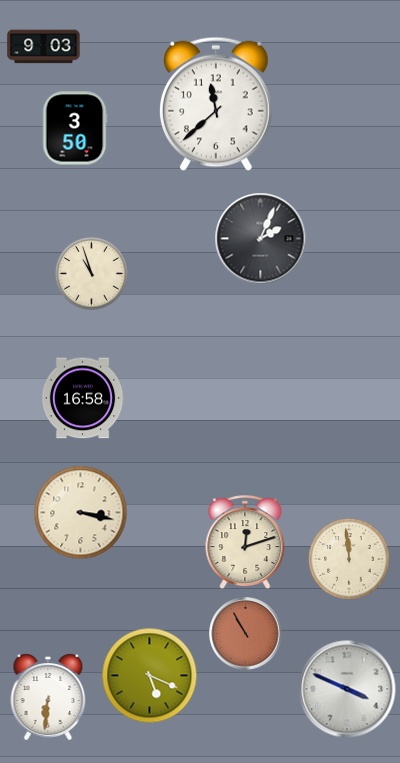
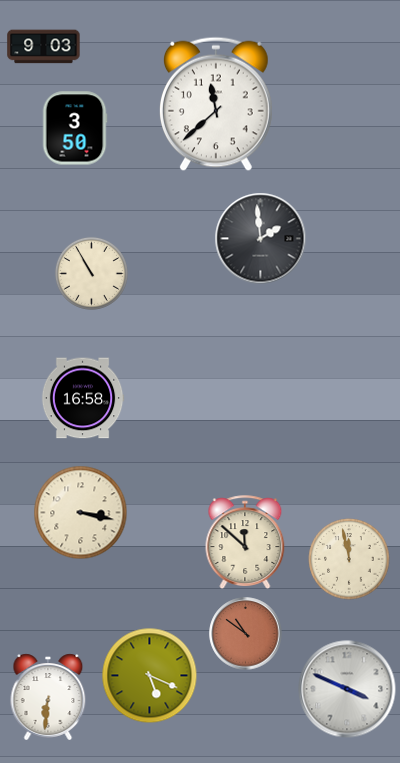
clock at (261, 239): 2:04 -> 1:59
clock at (91, 273): 10:57 -> 10:55
clock at (245, 542): 12:12 -> 11:52
clock at (349, 559): 11:59 -> 11:58
clock at (246, 634): 10:55 -> 10:51
